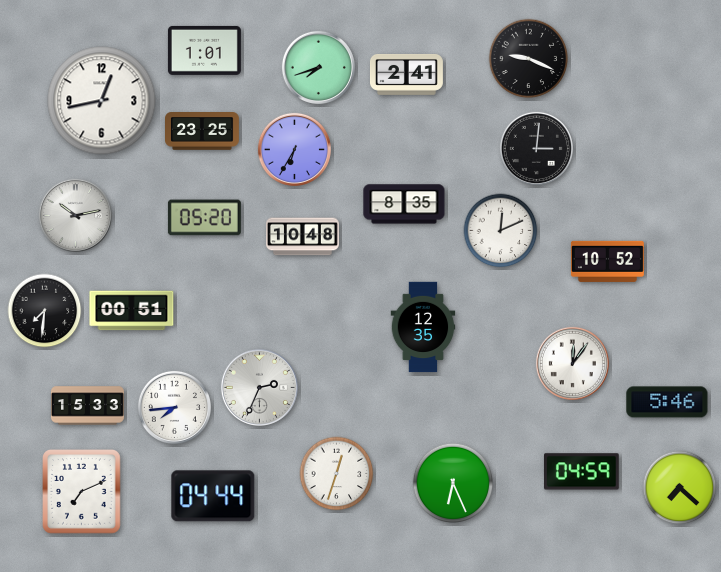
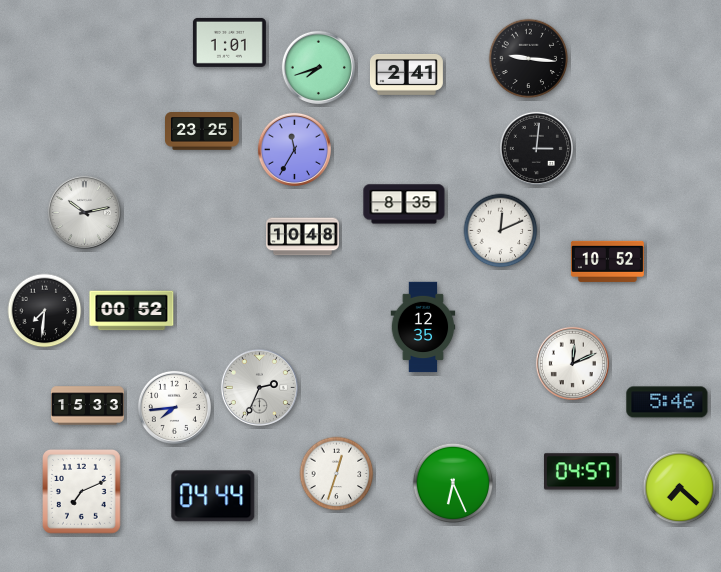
clock at (204, 50) position: (204, 50) -> (229, 42)
clock at (529, 59): 9:19 -> 9:16
clock at (102, 101): 12:43 -> none
clock at (294, 149): 6:35 -> 11:35
clock at (75, 215) position: (75, 215) -> (84, 212)
clock at (204, 218): 05:20 -> none
clock at (132, 311): 00:51 -> 00:52
clock at (572, 363): 12:06 -> 12:11
clock at (582, 472): 04:59 -> 04:57
